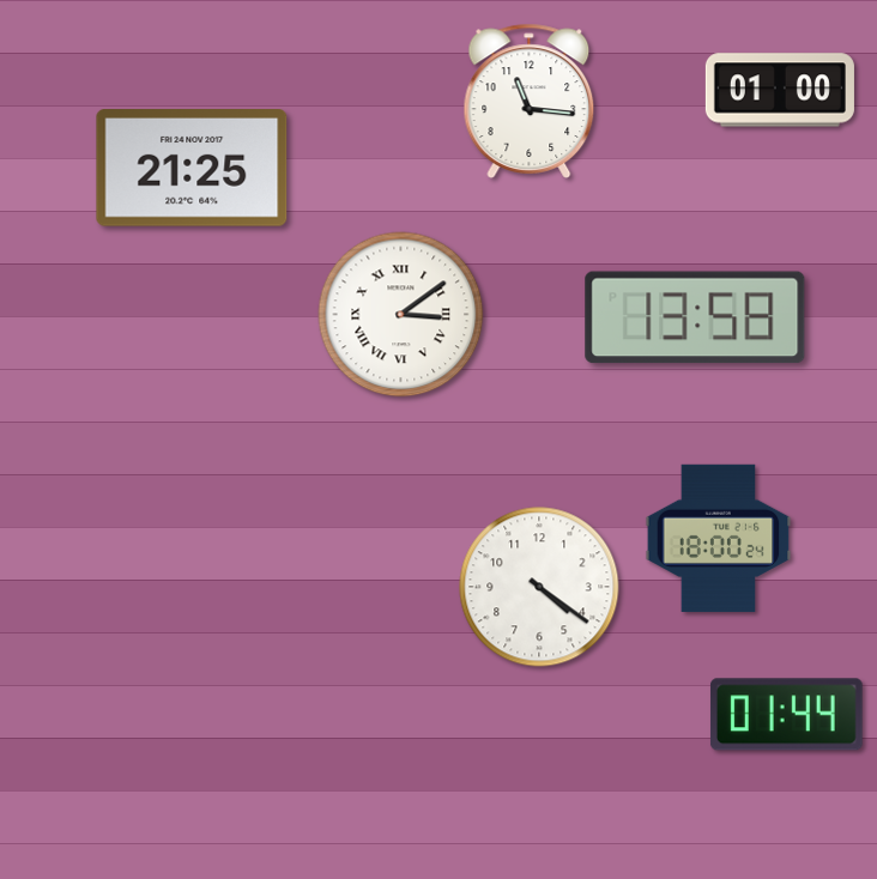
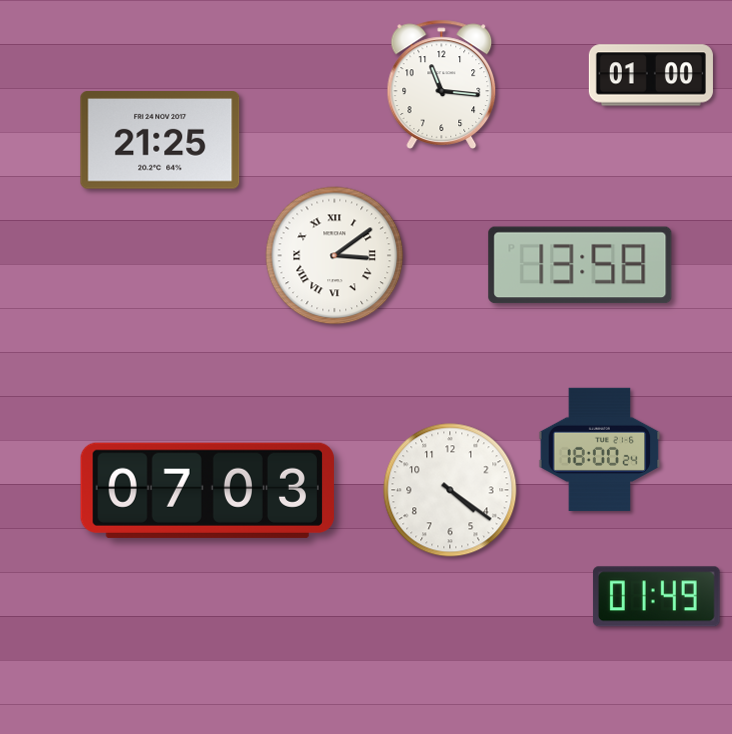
clock at (401, 315) position: (401, 315) -> (335, 256)
clock at (207, 490): none -> 07:03
clock at (786, 715): 01:44 -> 01:49
